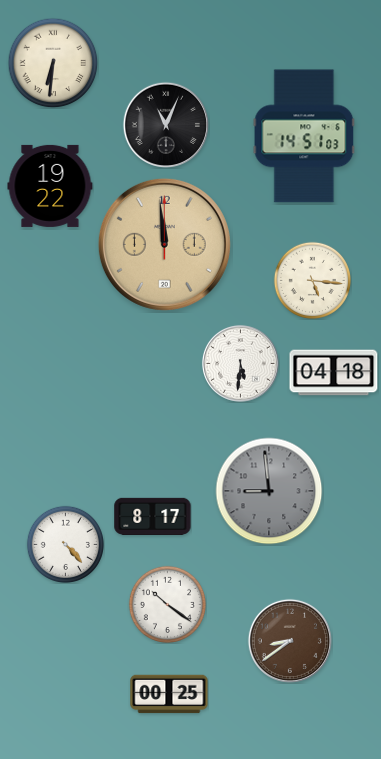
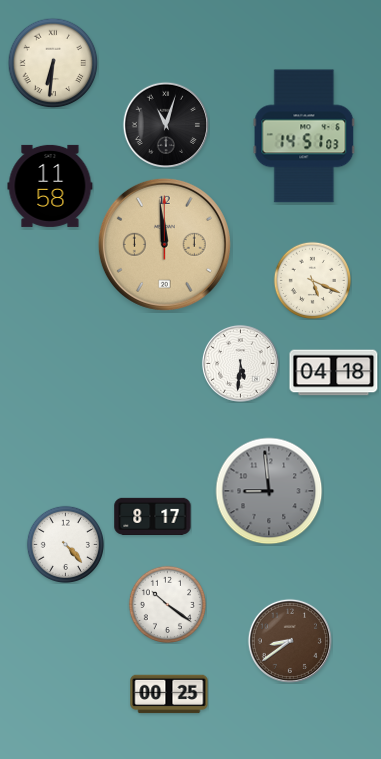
clock at (165, 124): 11:04 -> 11:03
clock at (50, 186): 19:22 -> 11:58
clock at (312, 280): 5:16 -> 5:19
